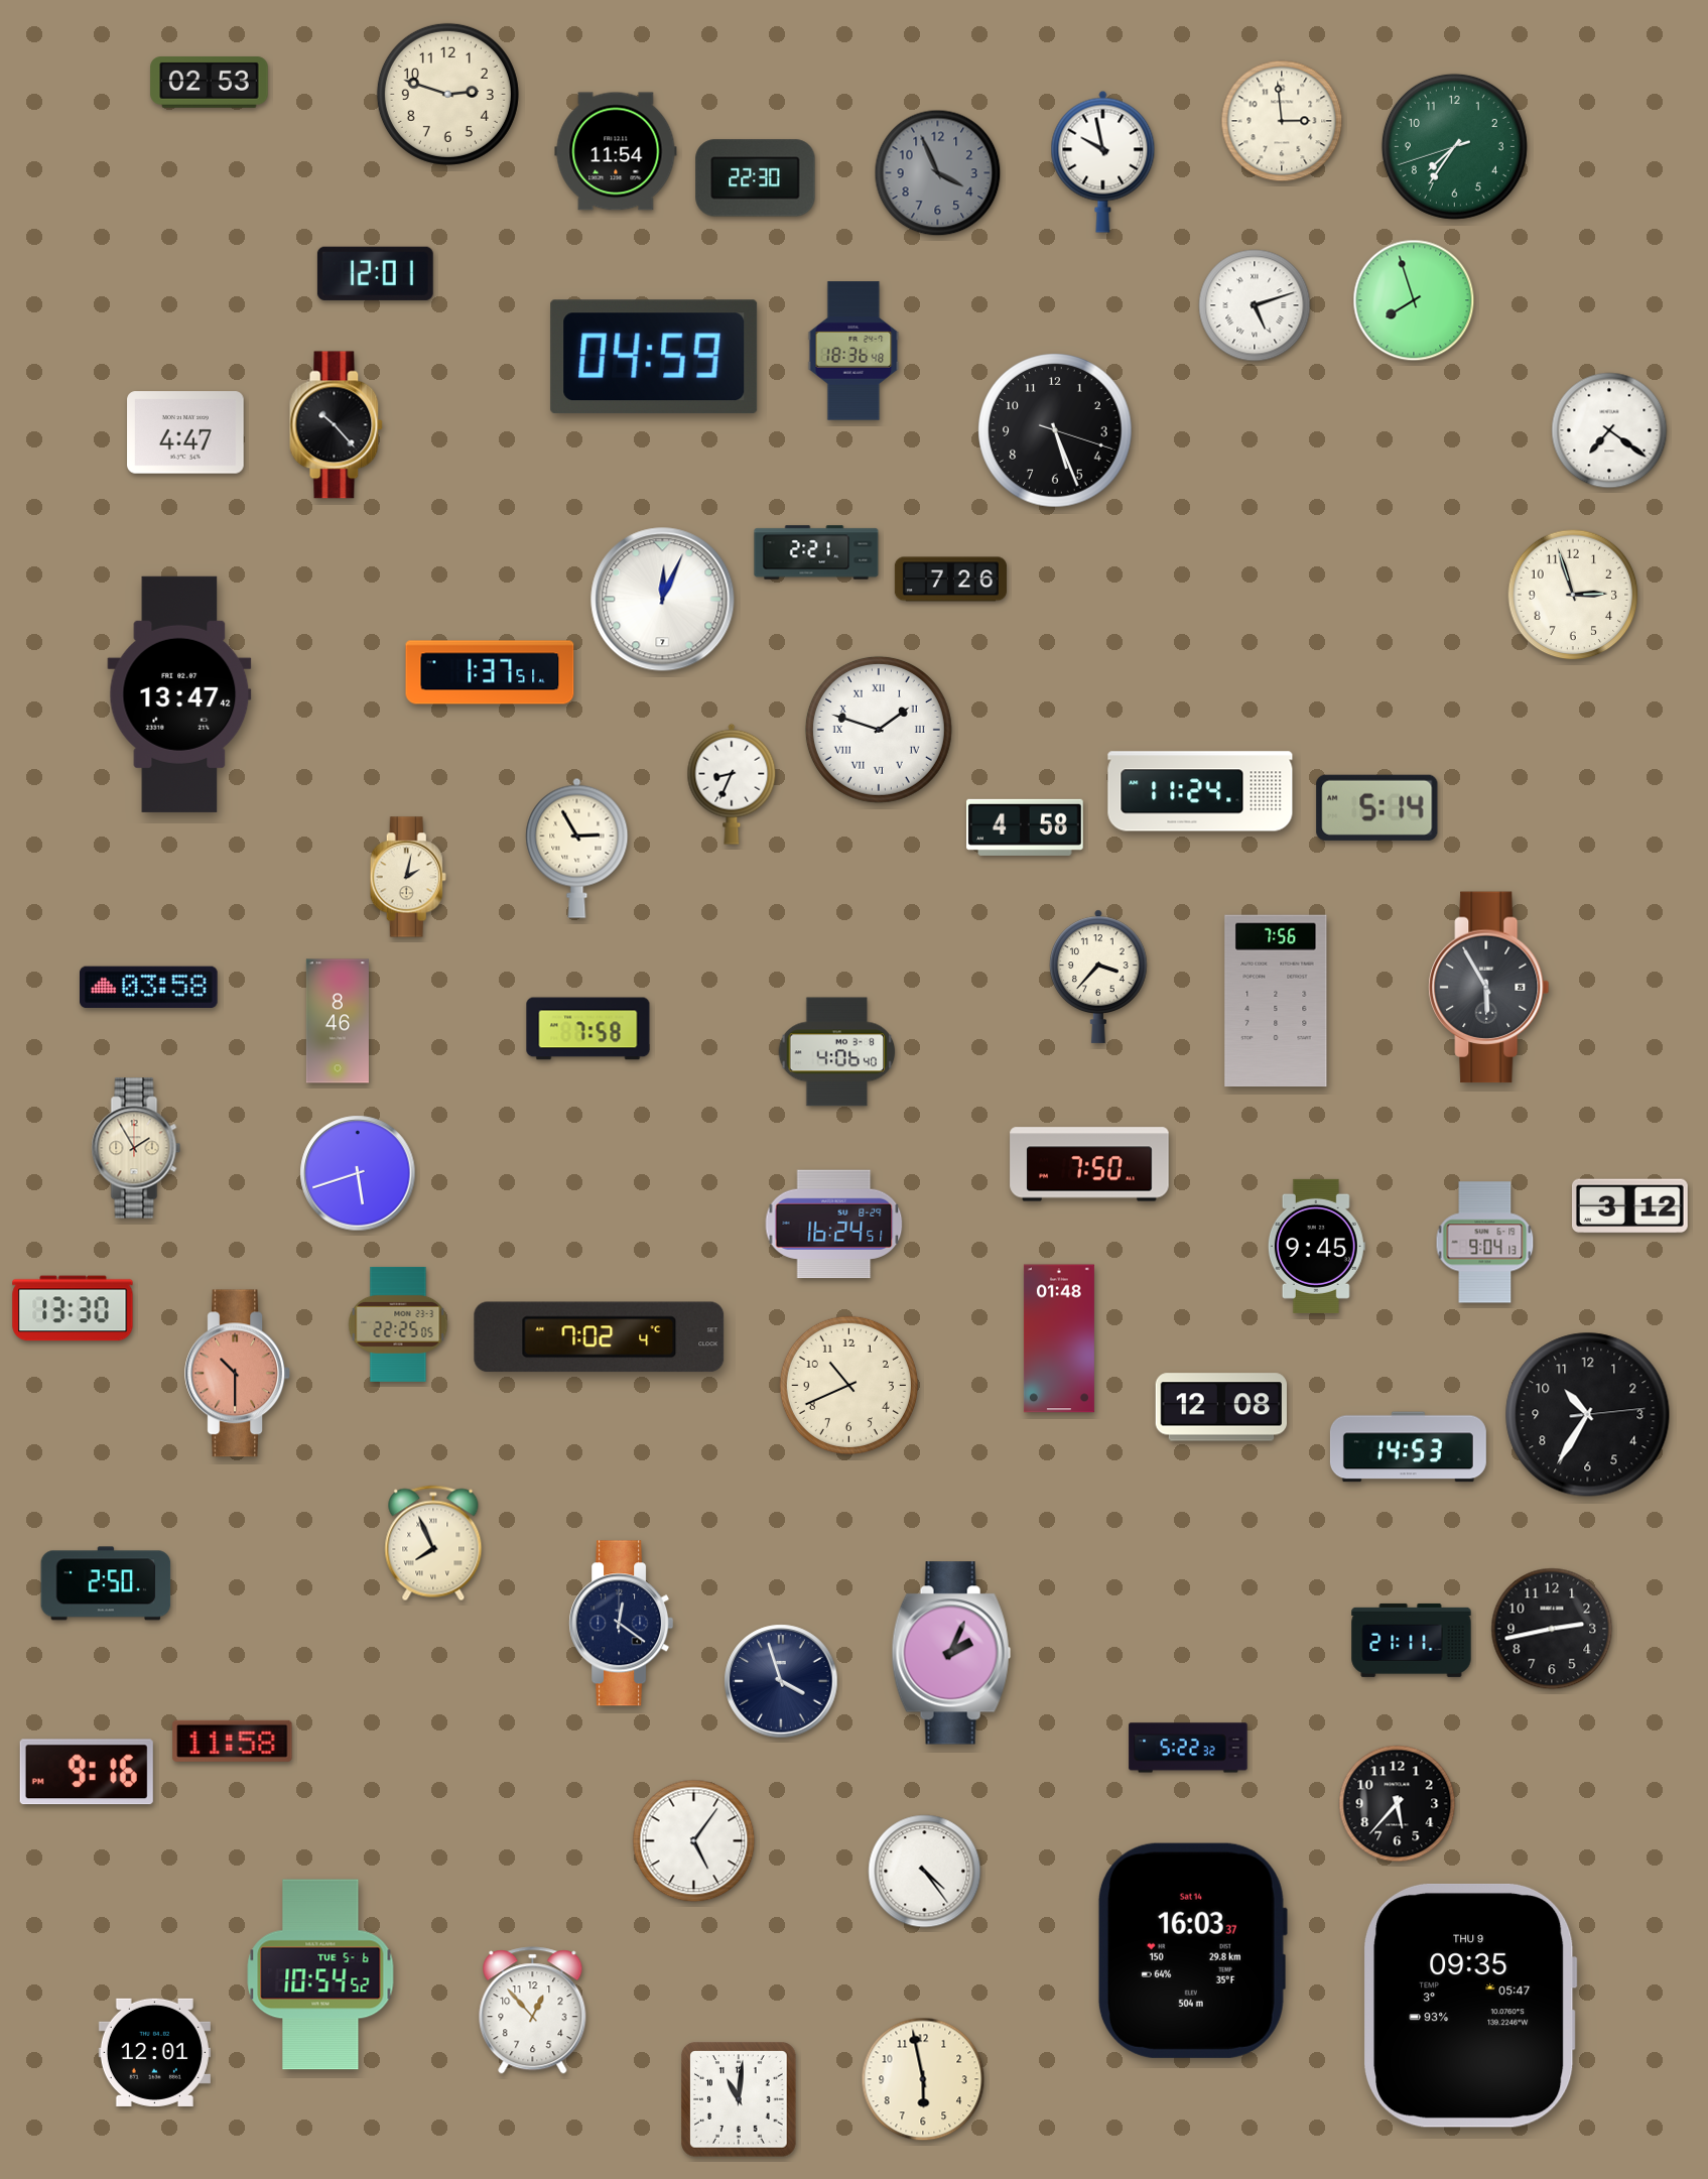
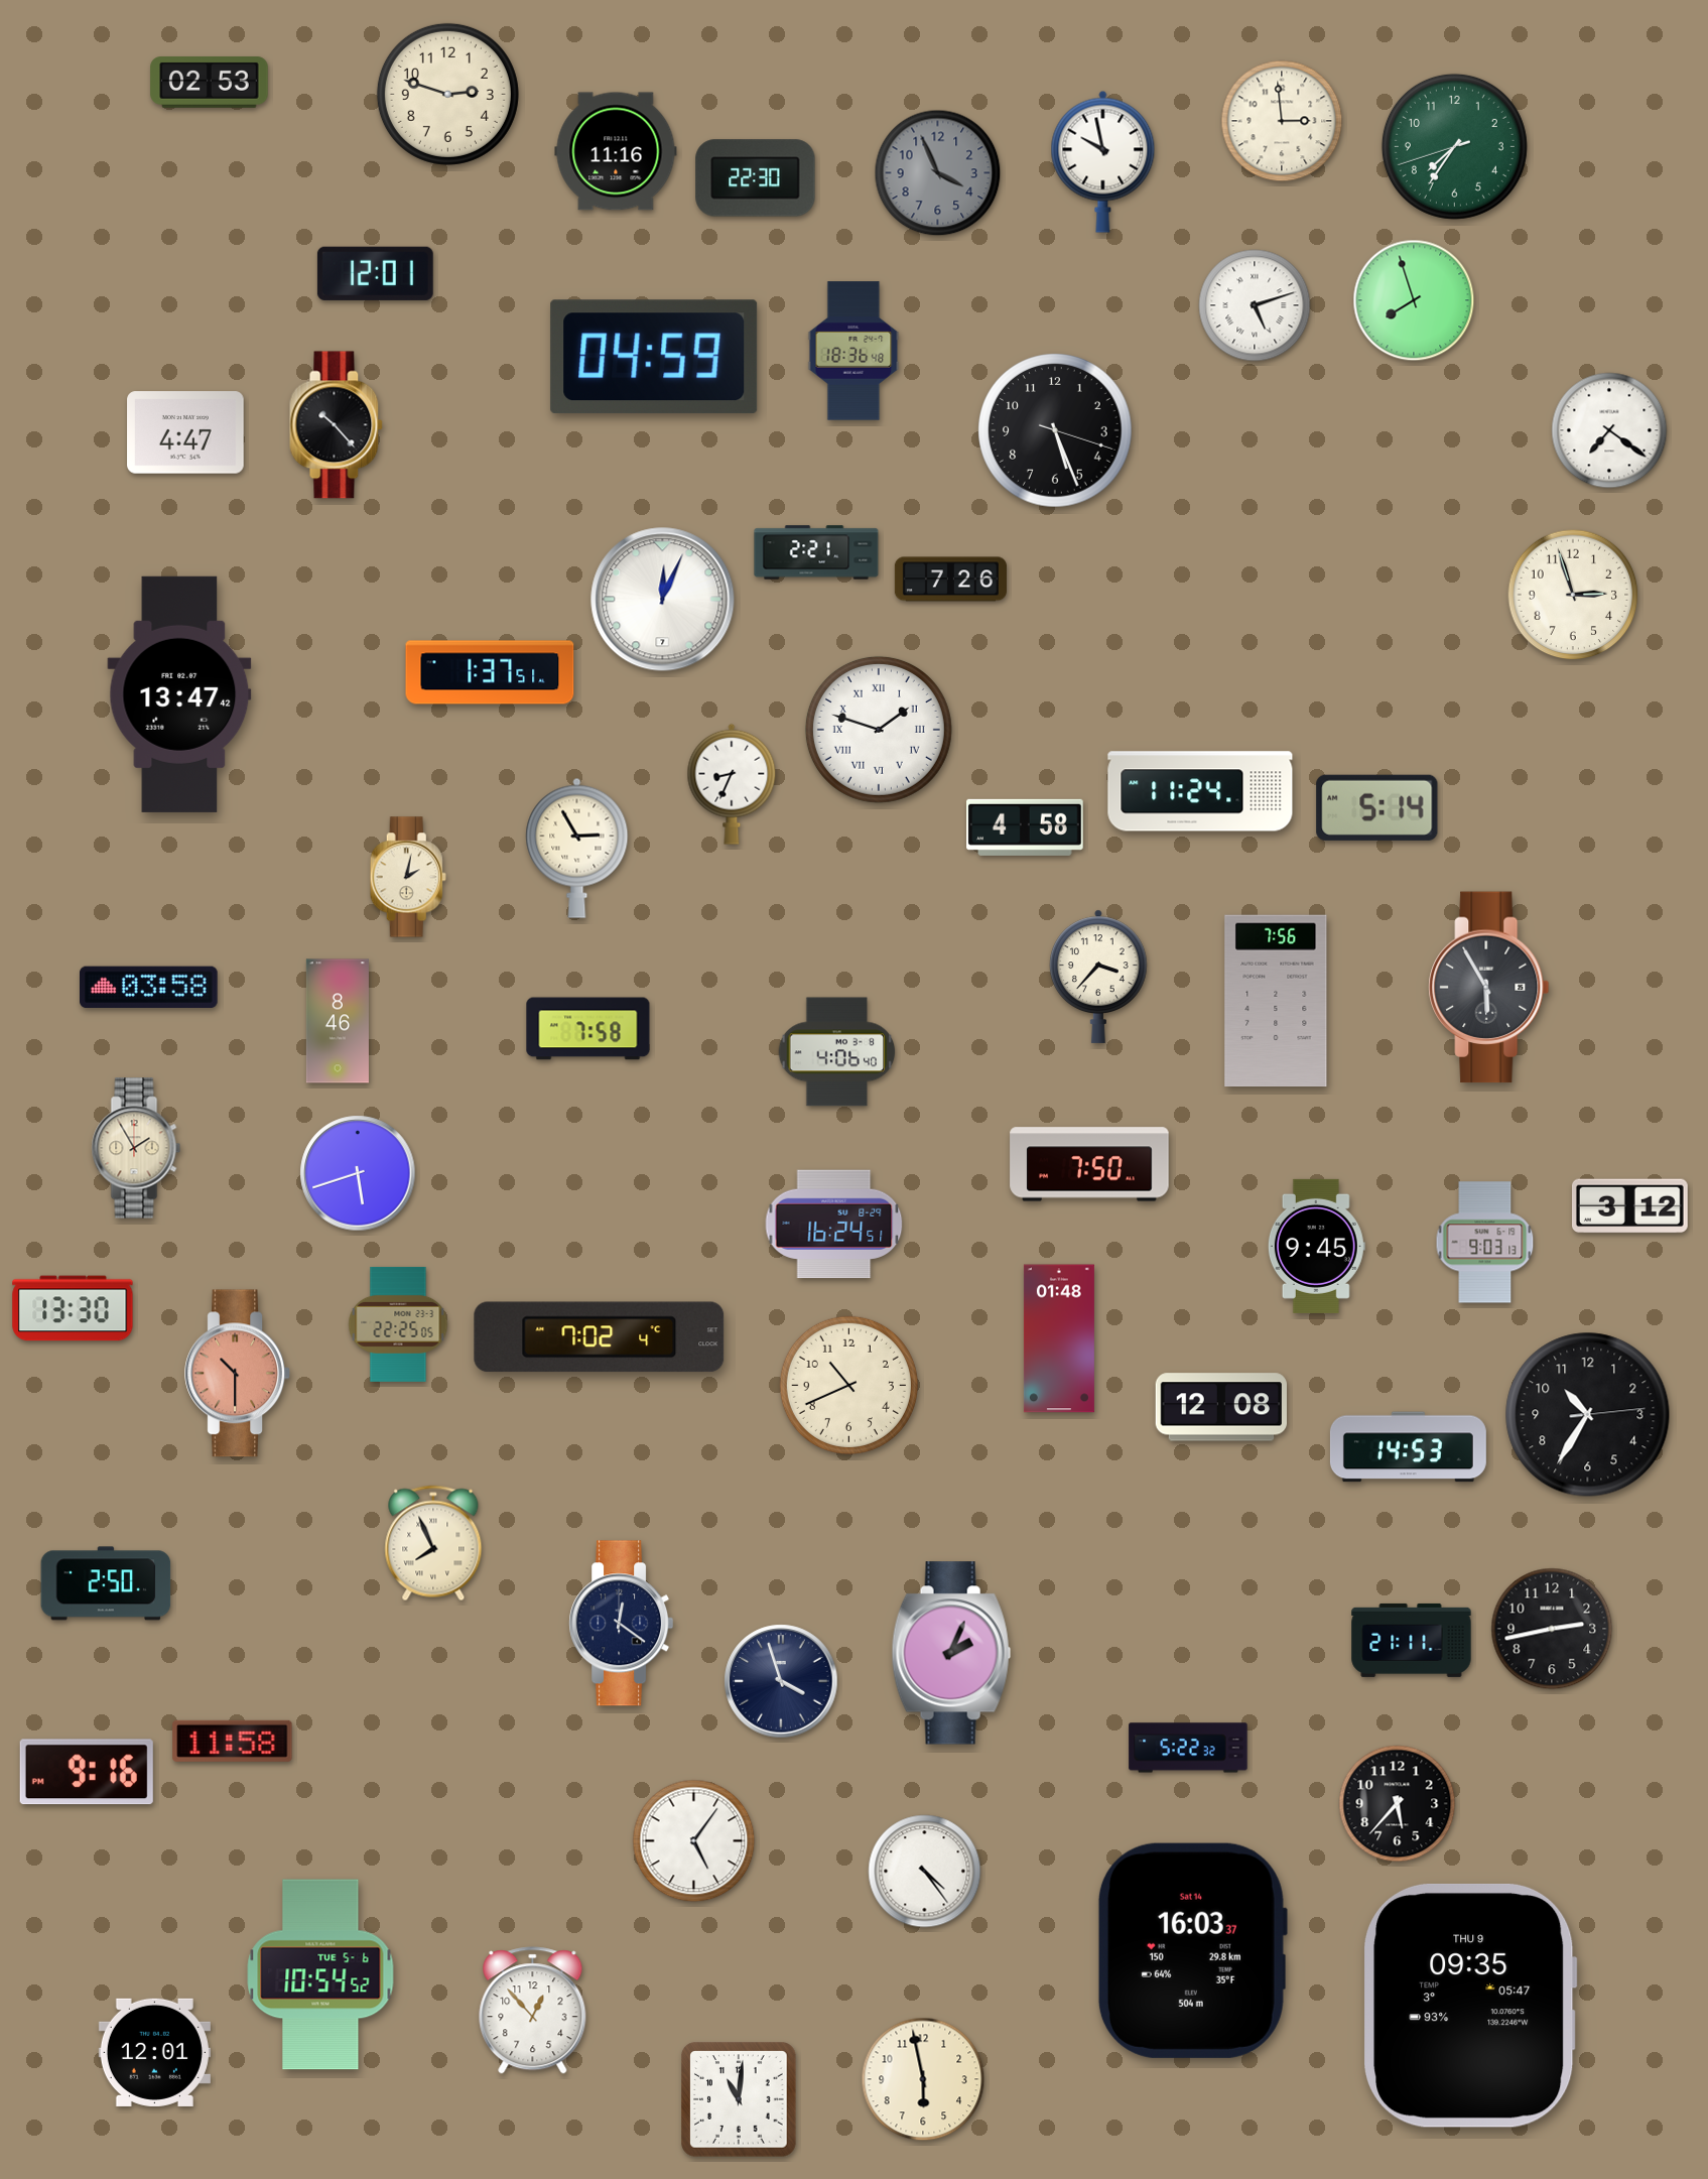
clock at (616, 151): 11:54 -> 11:16
clock at (1485, 1243): 9:04 -> 9:03
